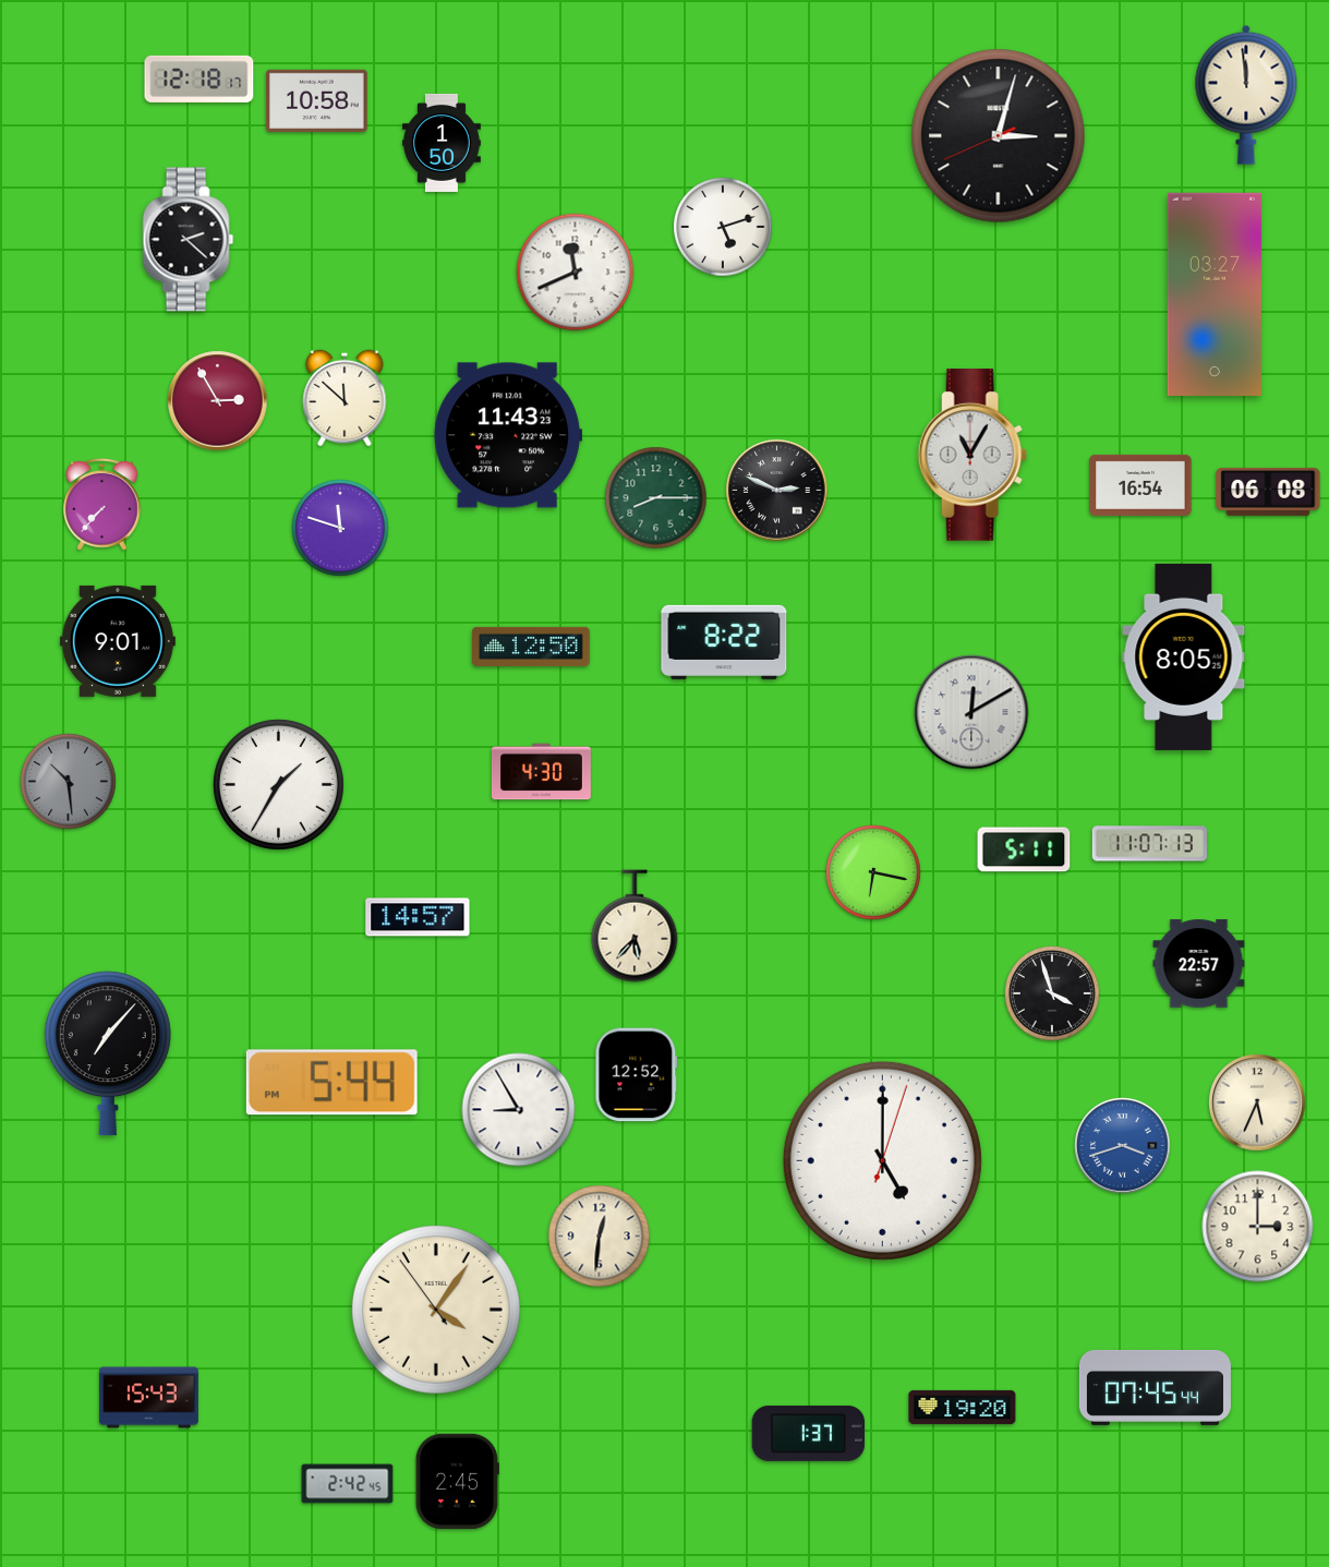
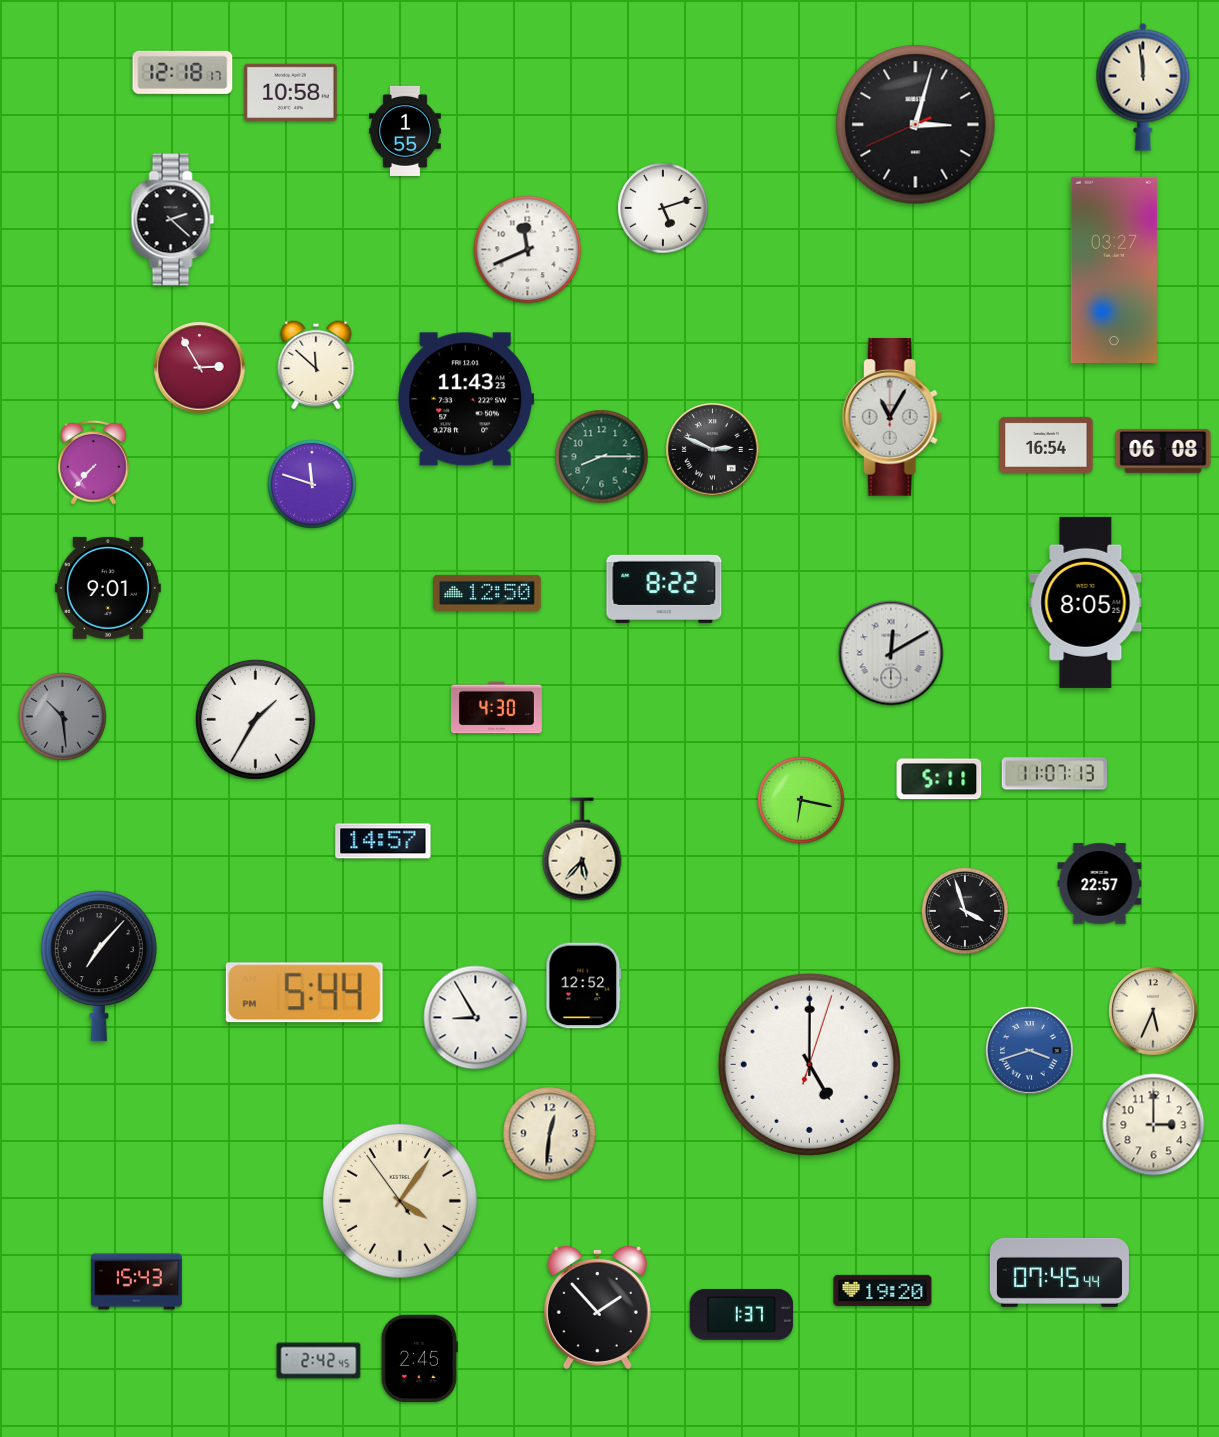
clock at (442, 143): 1:50 -> 1:55
clock at (597, 1307): none -> 1:53
